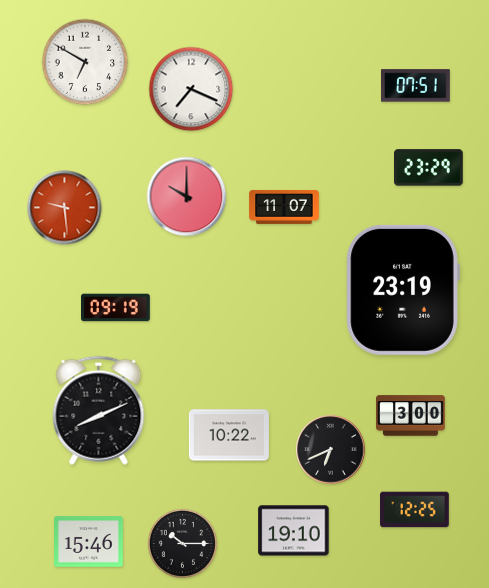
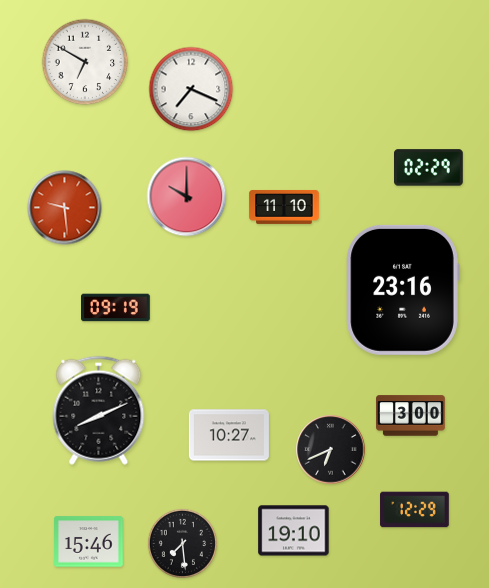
clock at (416, 86): 07:51 -> none
clock at (429, 168): 23:29 -> 02:29
clock at (284, 207): 11:07 -> 11:10
clock at (403, 290): 23:19 -> 23:16
clock at (229, 435): 10:22 -> 10:27
clock at (415, 510): 12:25 -> 12:29
clock at (182, 543): 10:15 -> 7:29
